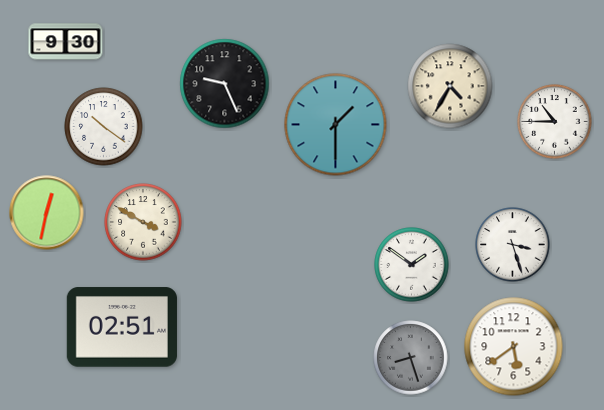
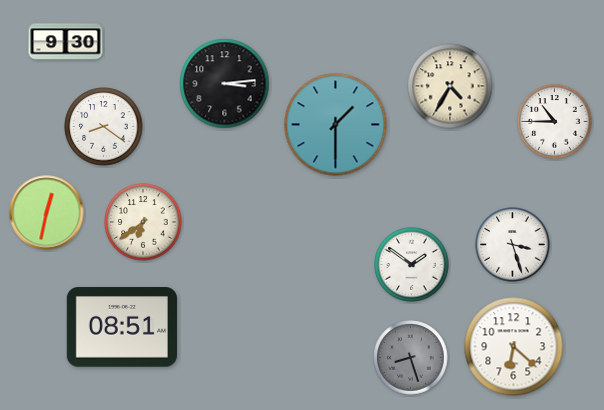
clock at (225, 84): 9:26 -> 3:14
clock at (104, 127): 10:21 -> 8:21
clock at (143, 222): 3:50 -> 6:39
clock at (122, 327): 02:51 -> 08:51
clock at (514, 347): 5:39 -> 6:22
